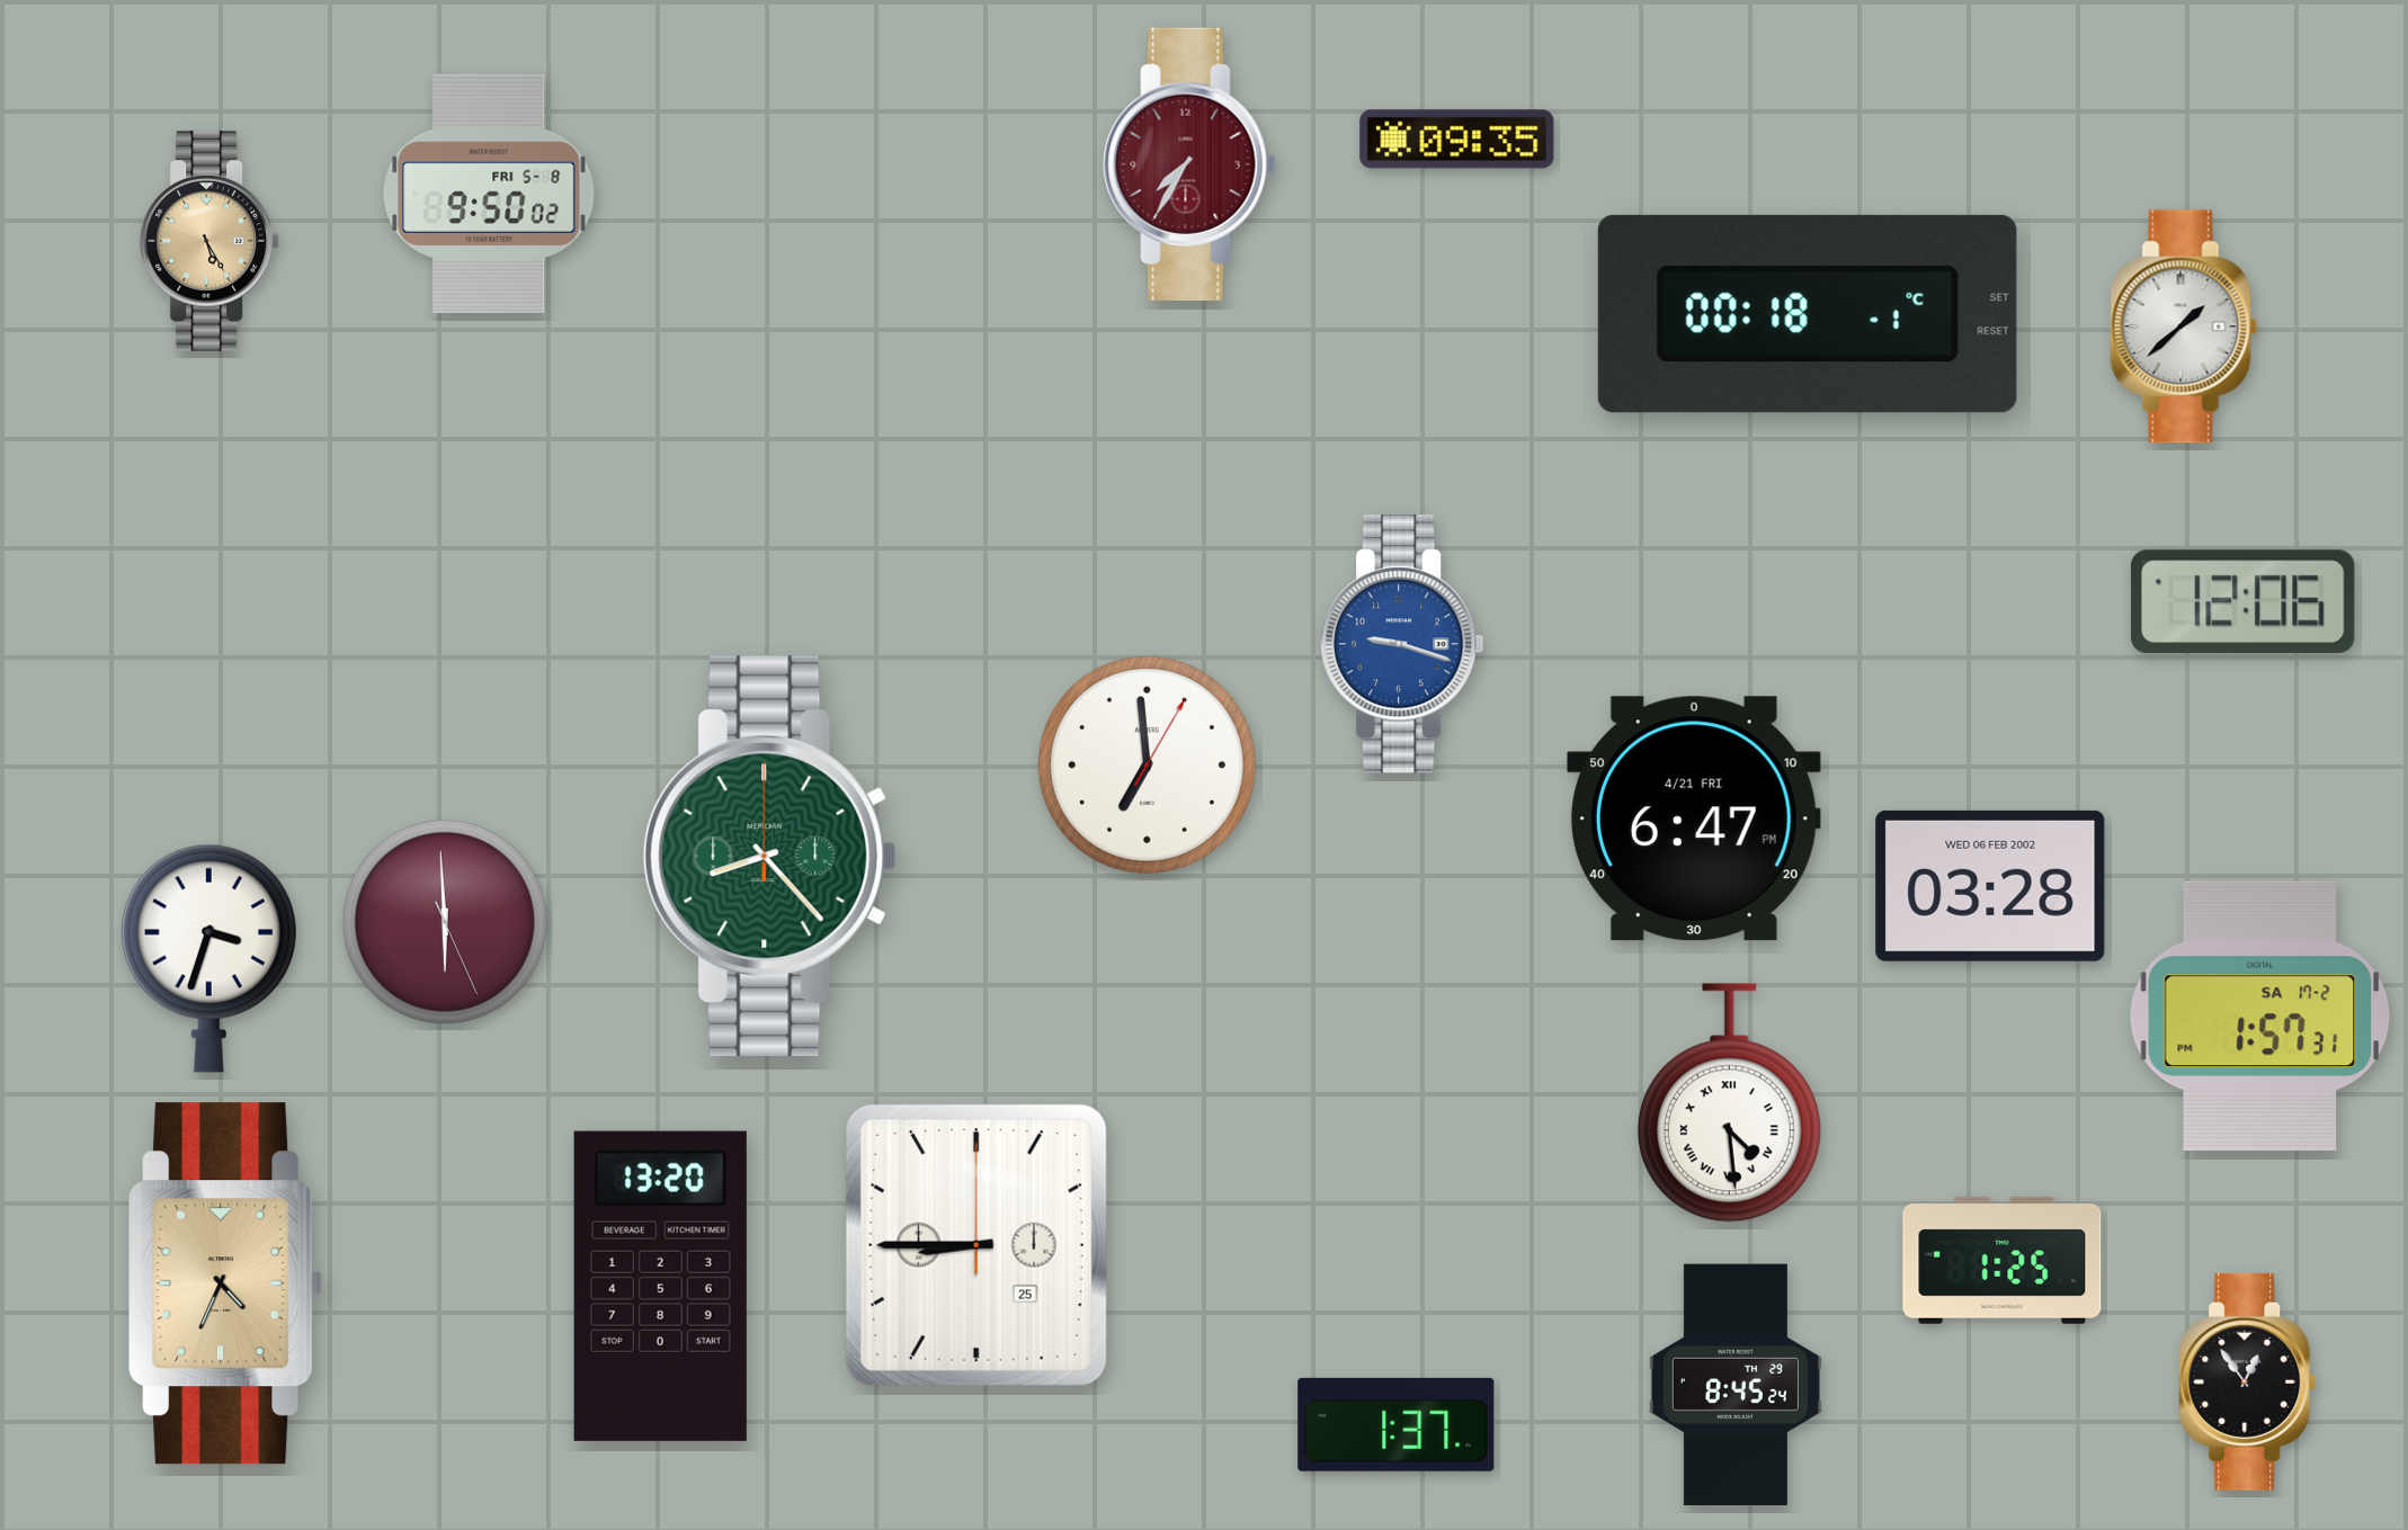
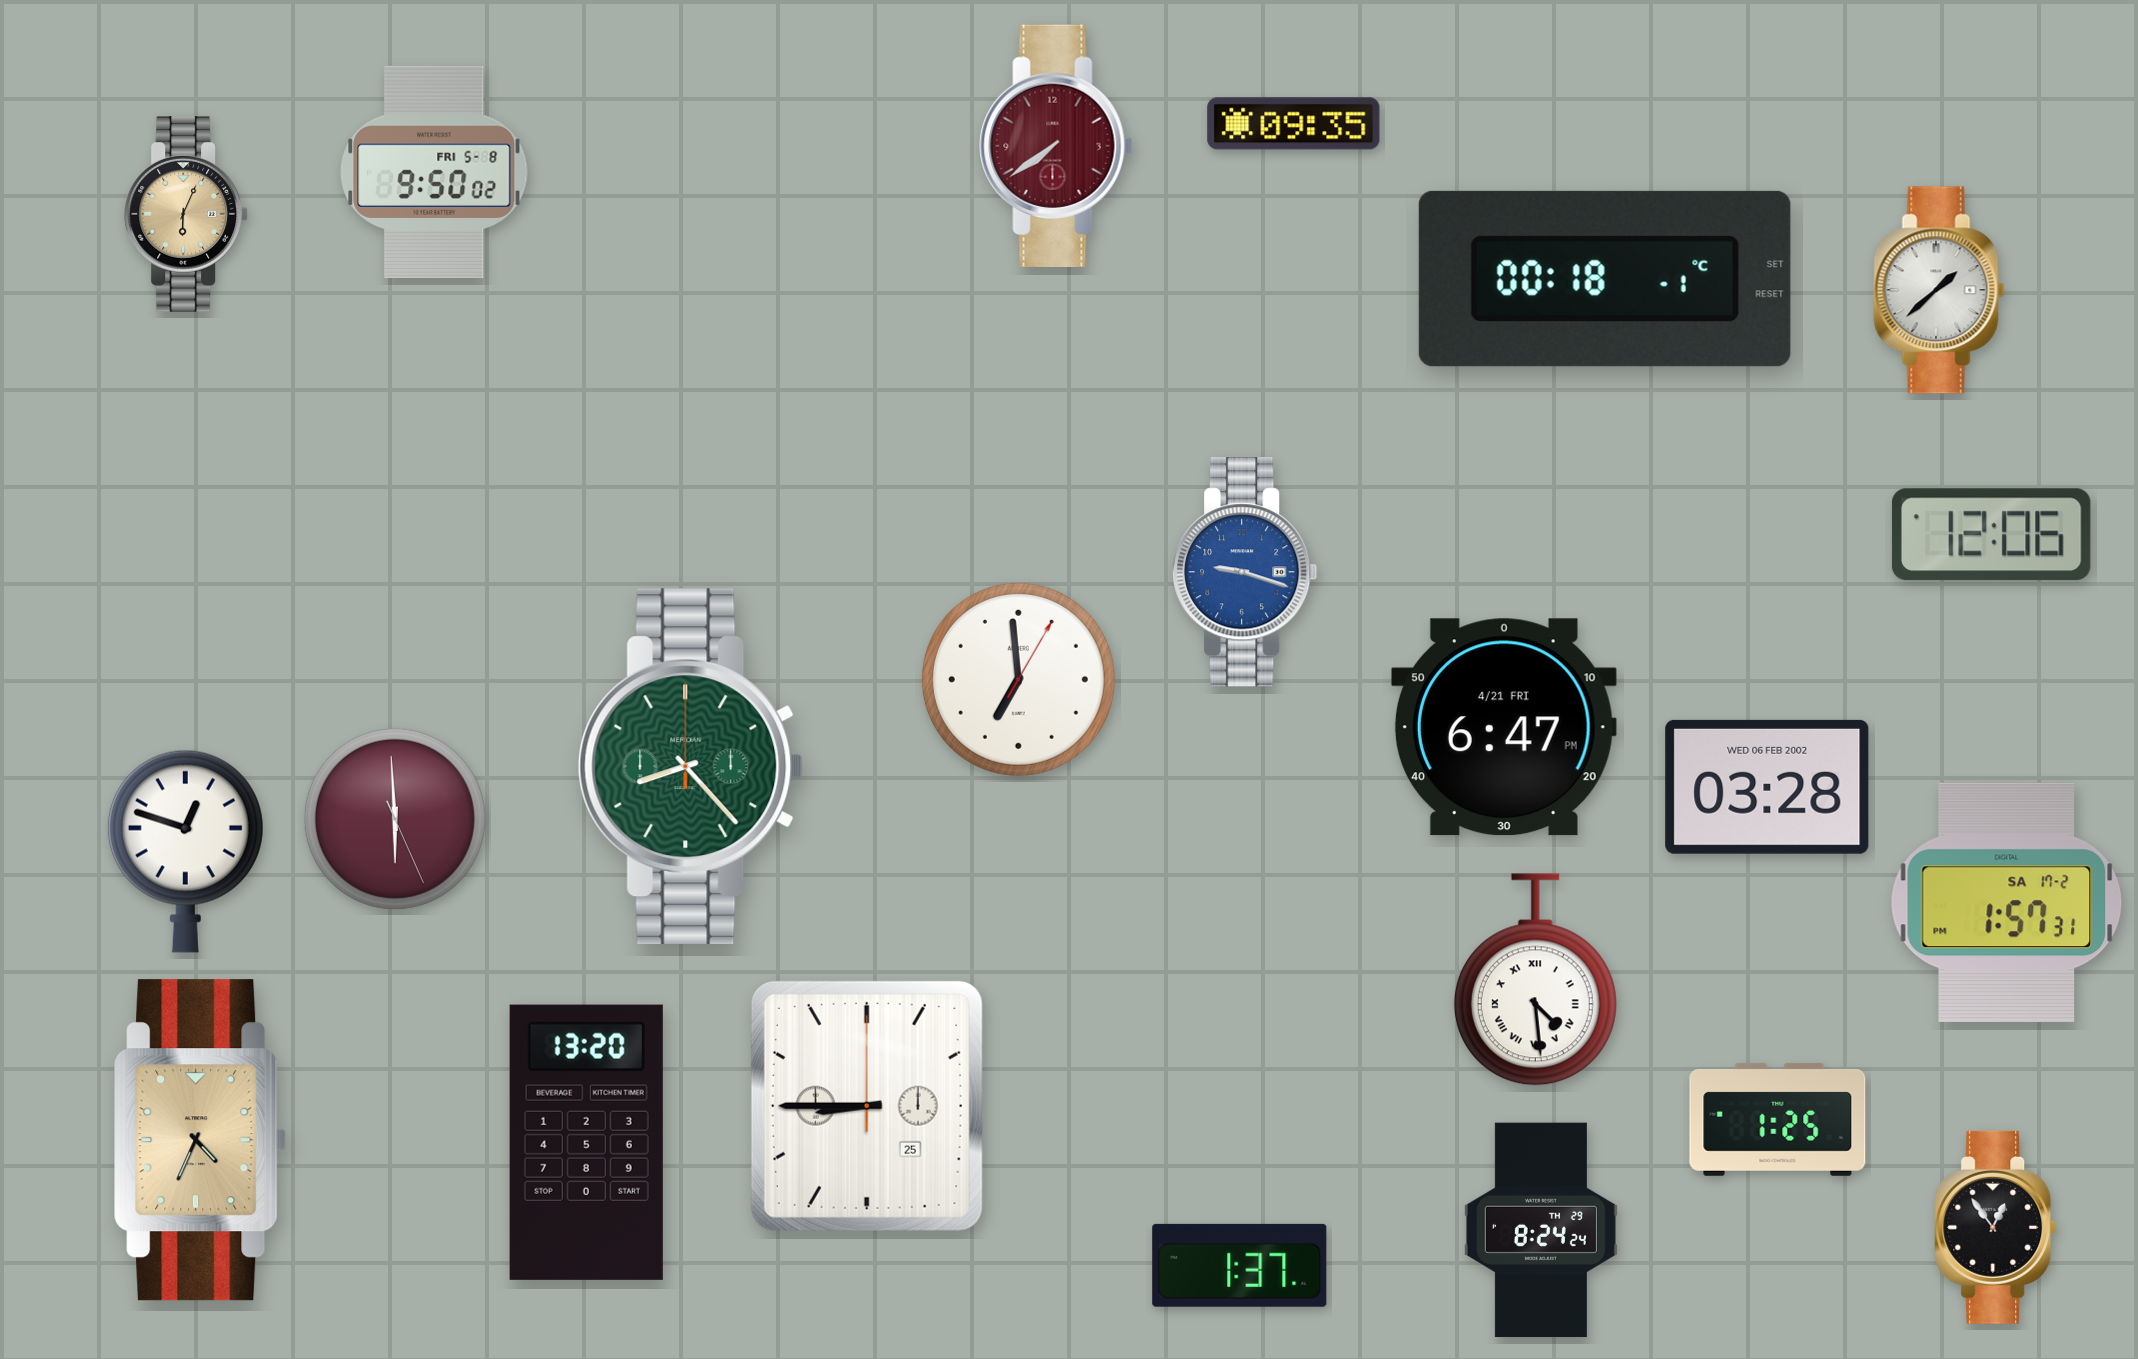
clock at (1189, 163): 7:35 -> 7:39
clock at (209, 242): 5:25 -> 6:04
clock at (769, 856) position: (769, 856) -> (690, 766)
clock at (208, 958): 3:33 -> 12:48
clock at (1736, 1385): 8:45 -> 8:24
